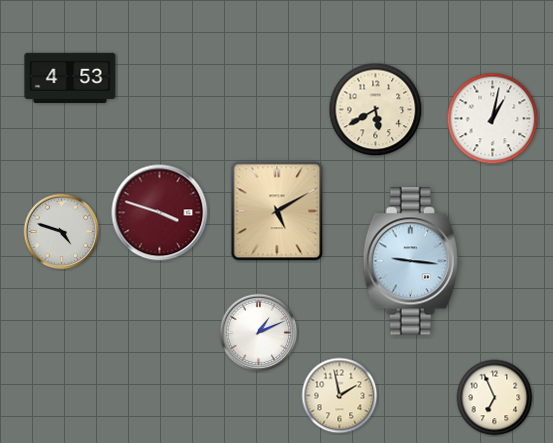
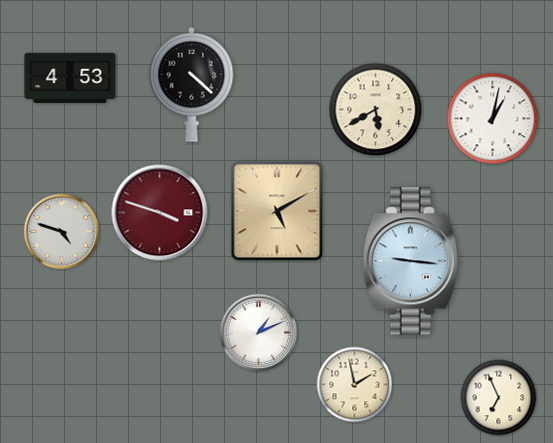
clock at (192, 84): none -> 4:22
clock at (340, 396) position: (340, 396) -> (355, 385)
clock at (495, 398) position: (495, 398) -> (499, 398)
